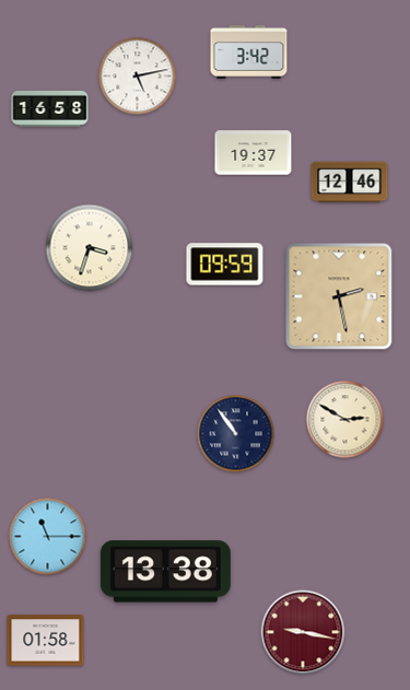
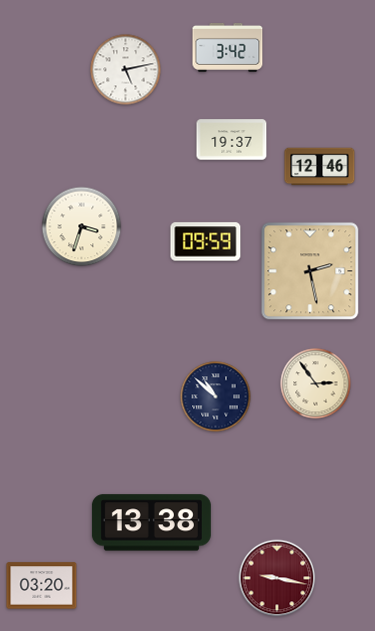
clock at (50, 109): 16:58 -> none
clock at (345, 420): 2:50 -> 2:54
clock at (236, 434): 10:54 -> 10:52
clock at (48, 537): 11:15 -> none
clock at (46, 641): 01:58 -> 03:20
